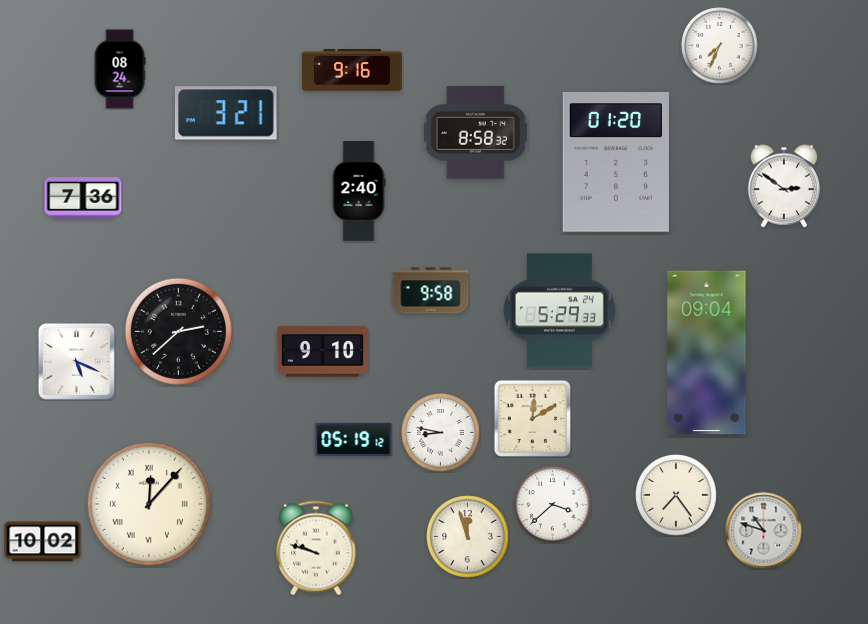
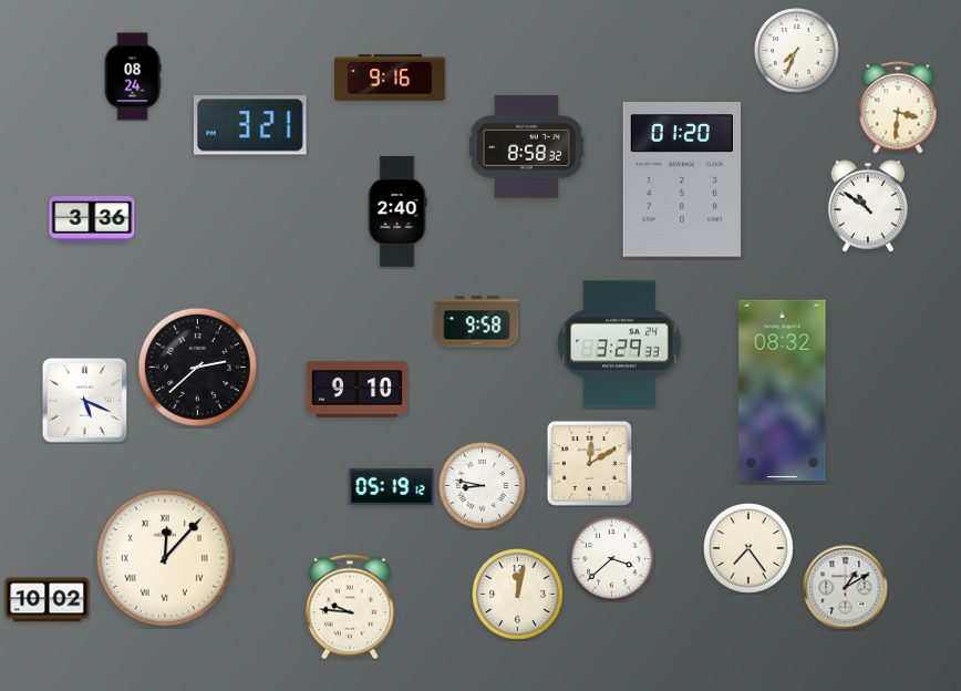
clock at (898, 107): none -> 3:31
clock at (784, 186): 2:51 -> 10:51
clock at (83, 199): 7:36 -> 3:36
clock at (560, 311): 5:29 -> 3:29
clock at (707, 353): 09:04 -> 08:32
clock at (441, 433) position: (441, 433) -> (483, 486)
clock at (764, 531): 10:48 -> 1:10
clock at (468, 537): 11:57 -> 12:02
clock at (316, 548): 9:48 -> 9:46
